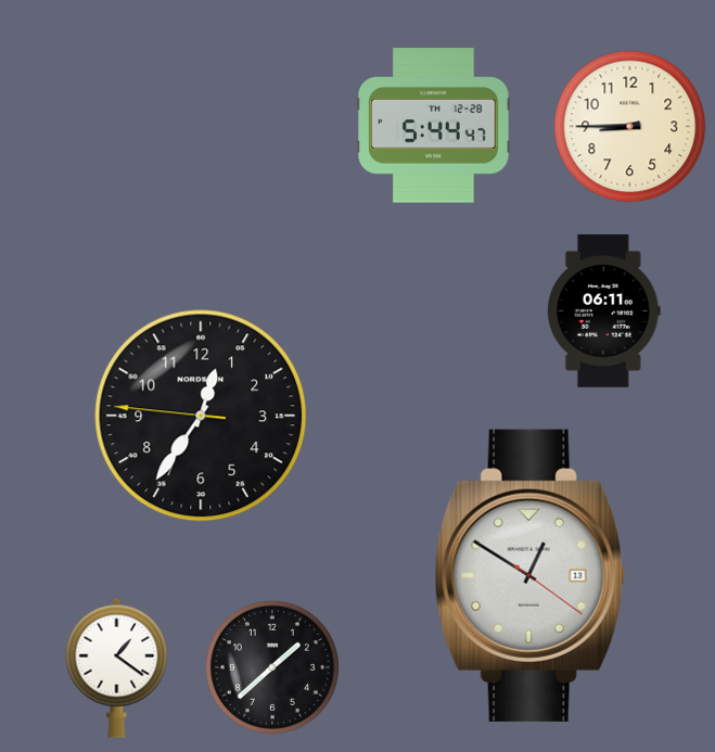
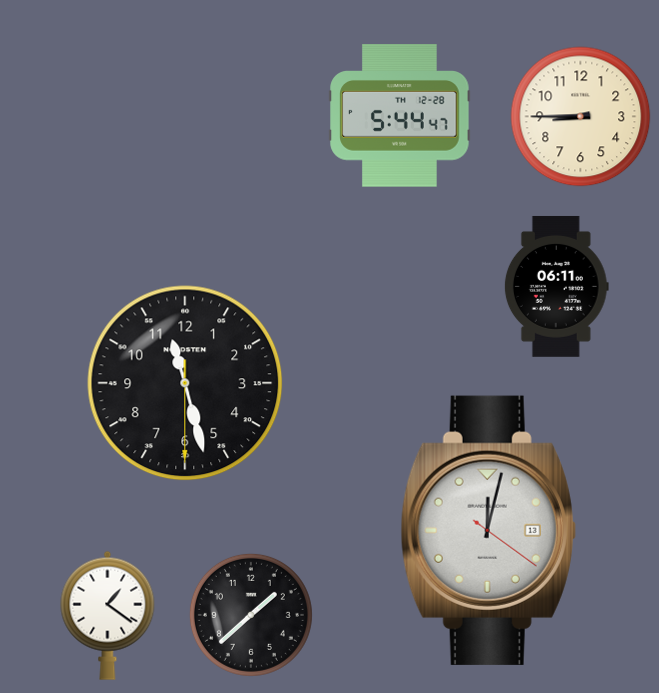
clock at (201, 416): 12:35 -> 11:27
clock at (529, 575): 12:50 -> 12:02
